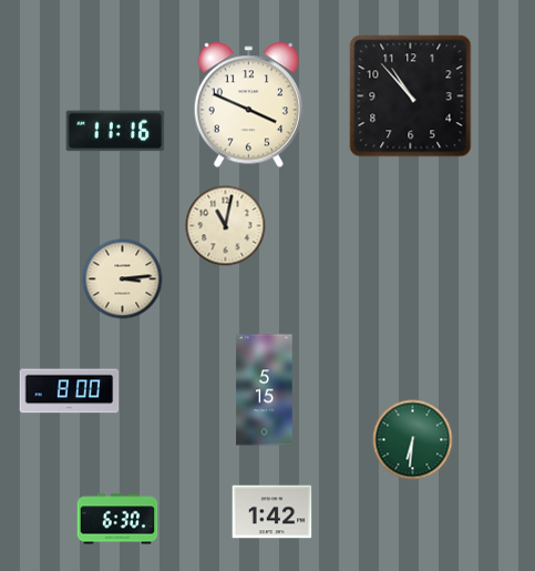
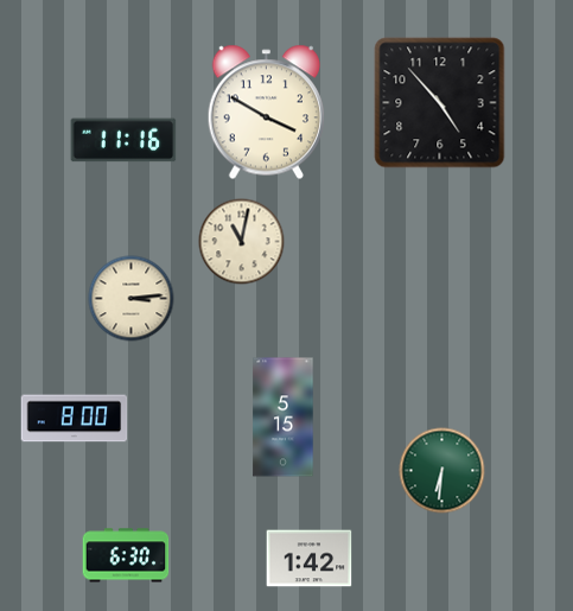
clock at (411, 96): 10:53 -> 4:53
clock at (248, 105): 3:49 -> 3:50
clock at (272, 512) position: (272, 512) -> (310, 559)
